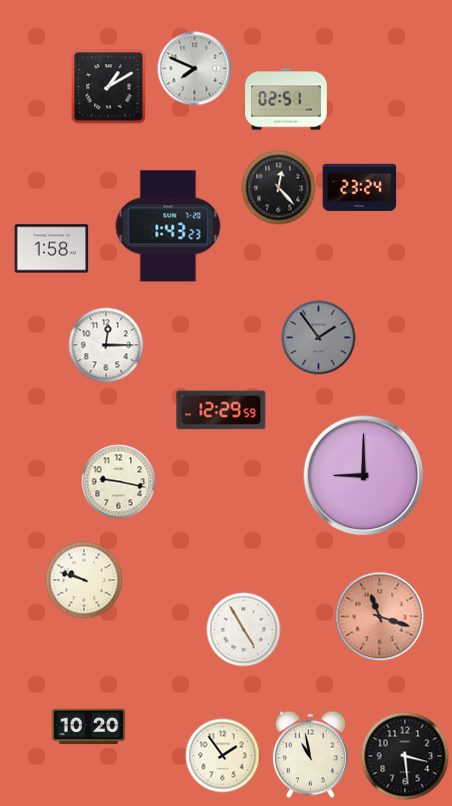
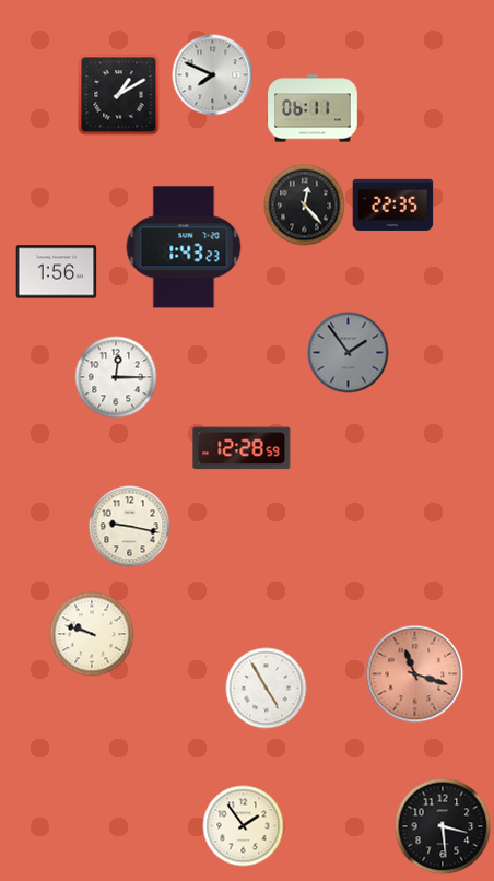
clock at (286, 99): 02:51 -> 06:11
clock at (360, 187): 23:24 -> 22:35
clock at (52, 249): 1:58 -> 1:56
clock at (319, 338) position: (319, 338) -> (349, 353)
clock at (221, 410): 12:29 -> 12:28
clock at (364, 476): 9:00 -> none
clock at (89, 727): 10:20 -> none
clock at (310, 755): 10:58 -> none
